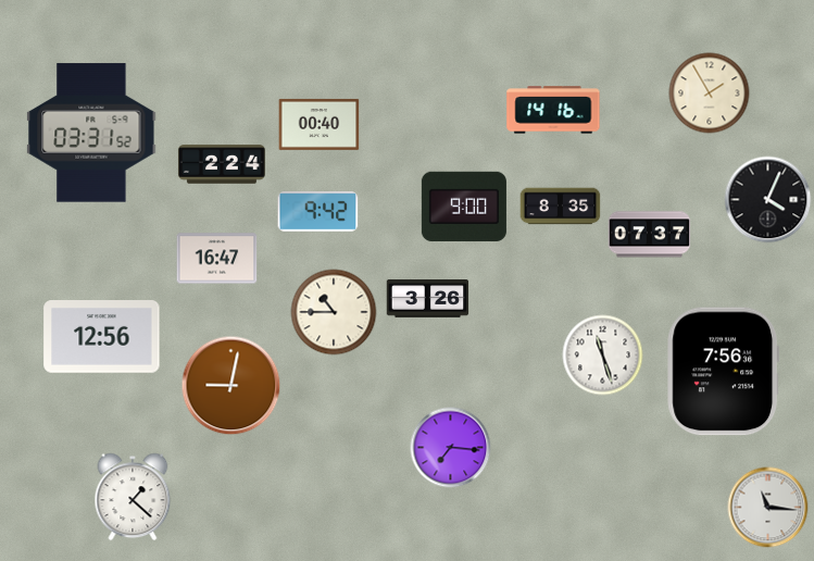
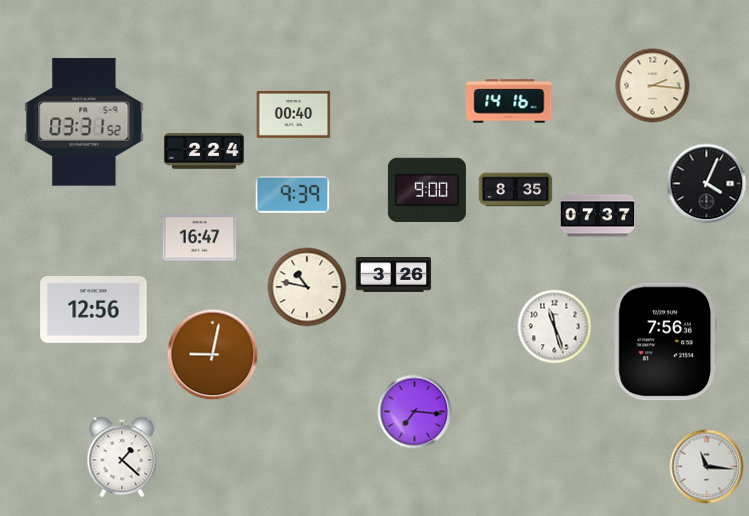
clock at (710, 93): 1:55 -> 2:16
clock at (318, 212): 9:42 -> 9:39
clock at (334, 312): 10:45 -> 10:47
